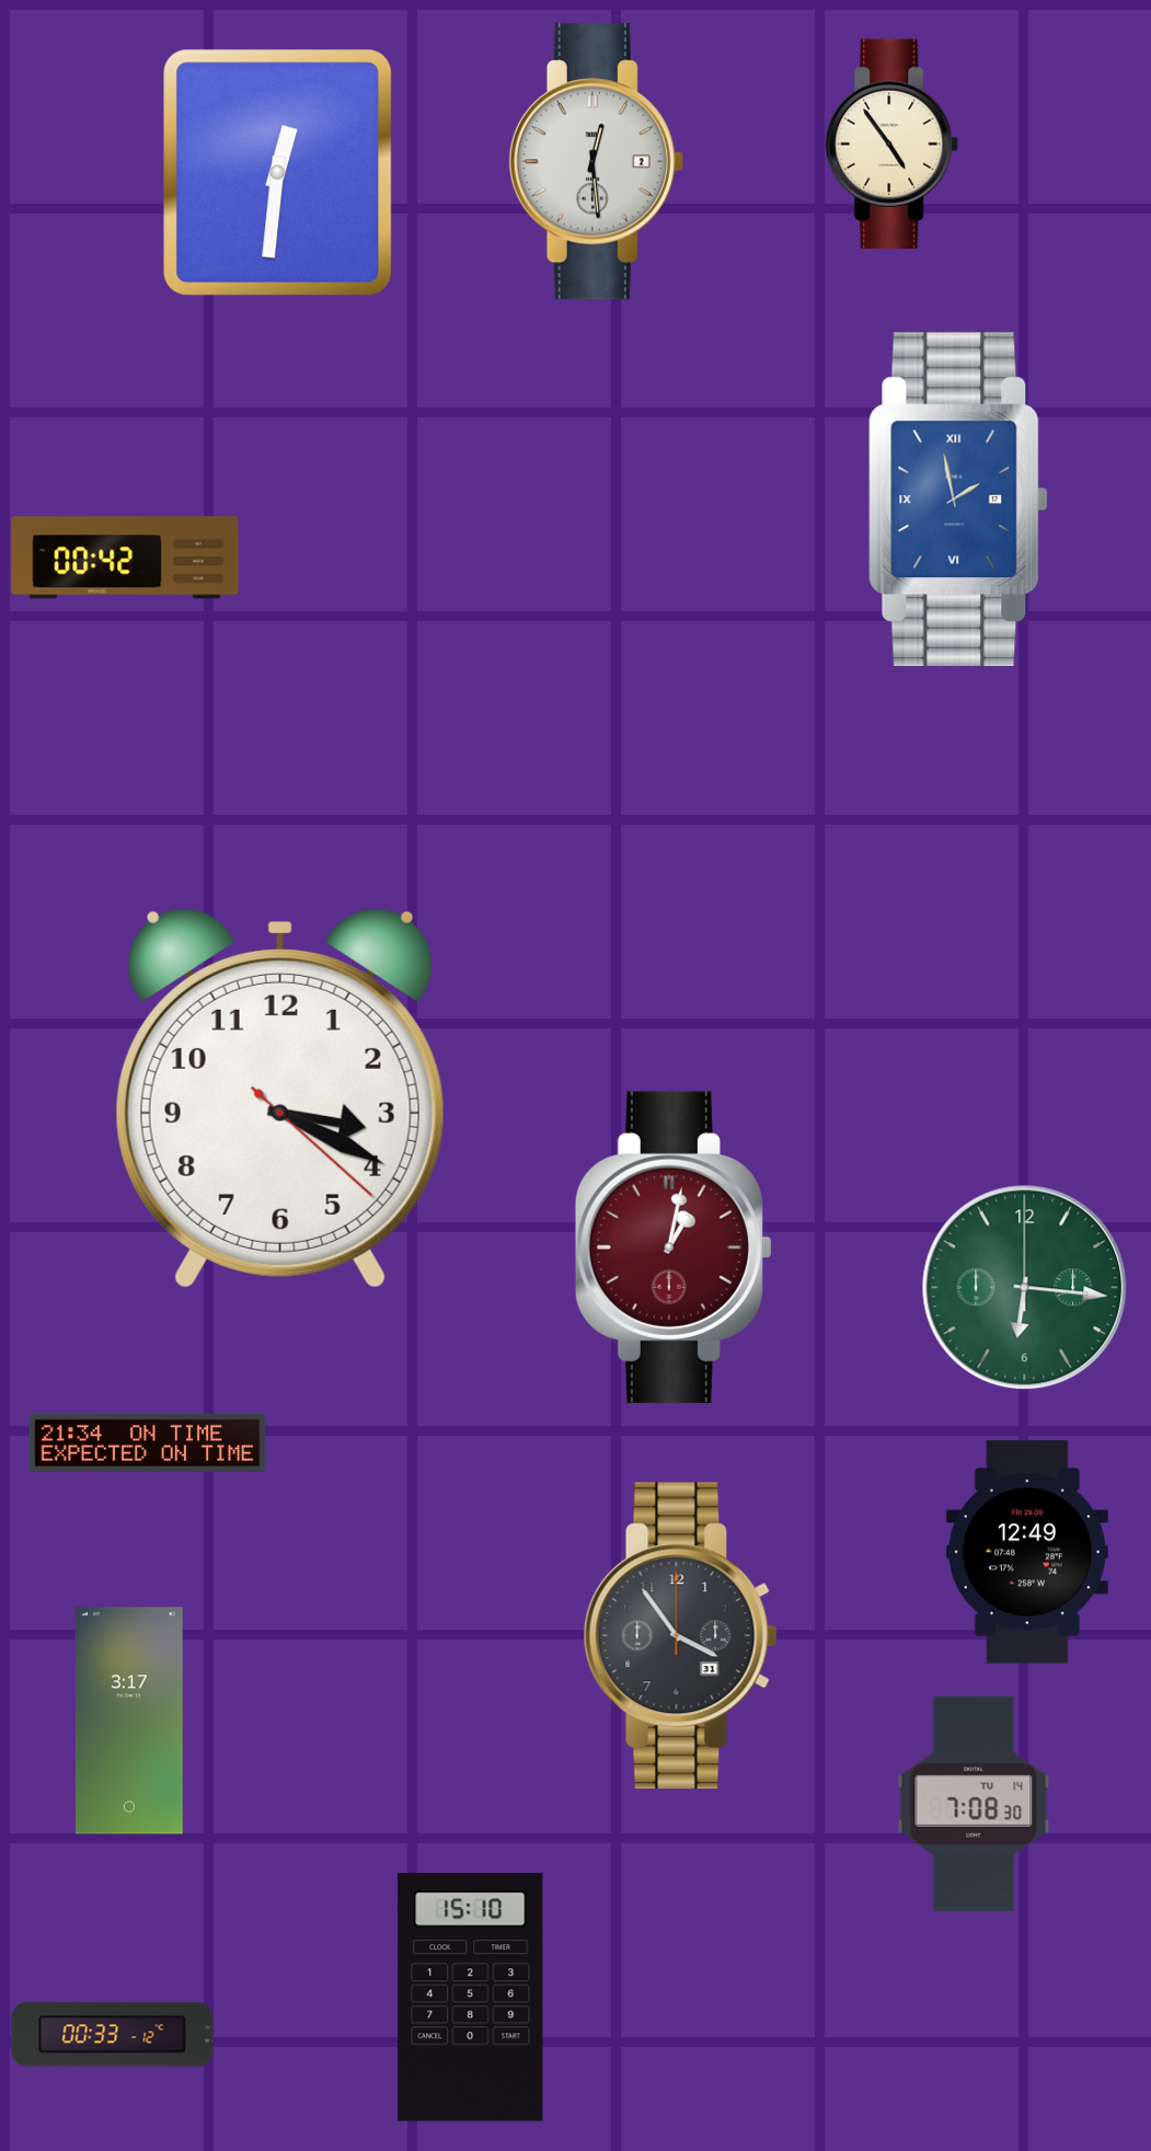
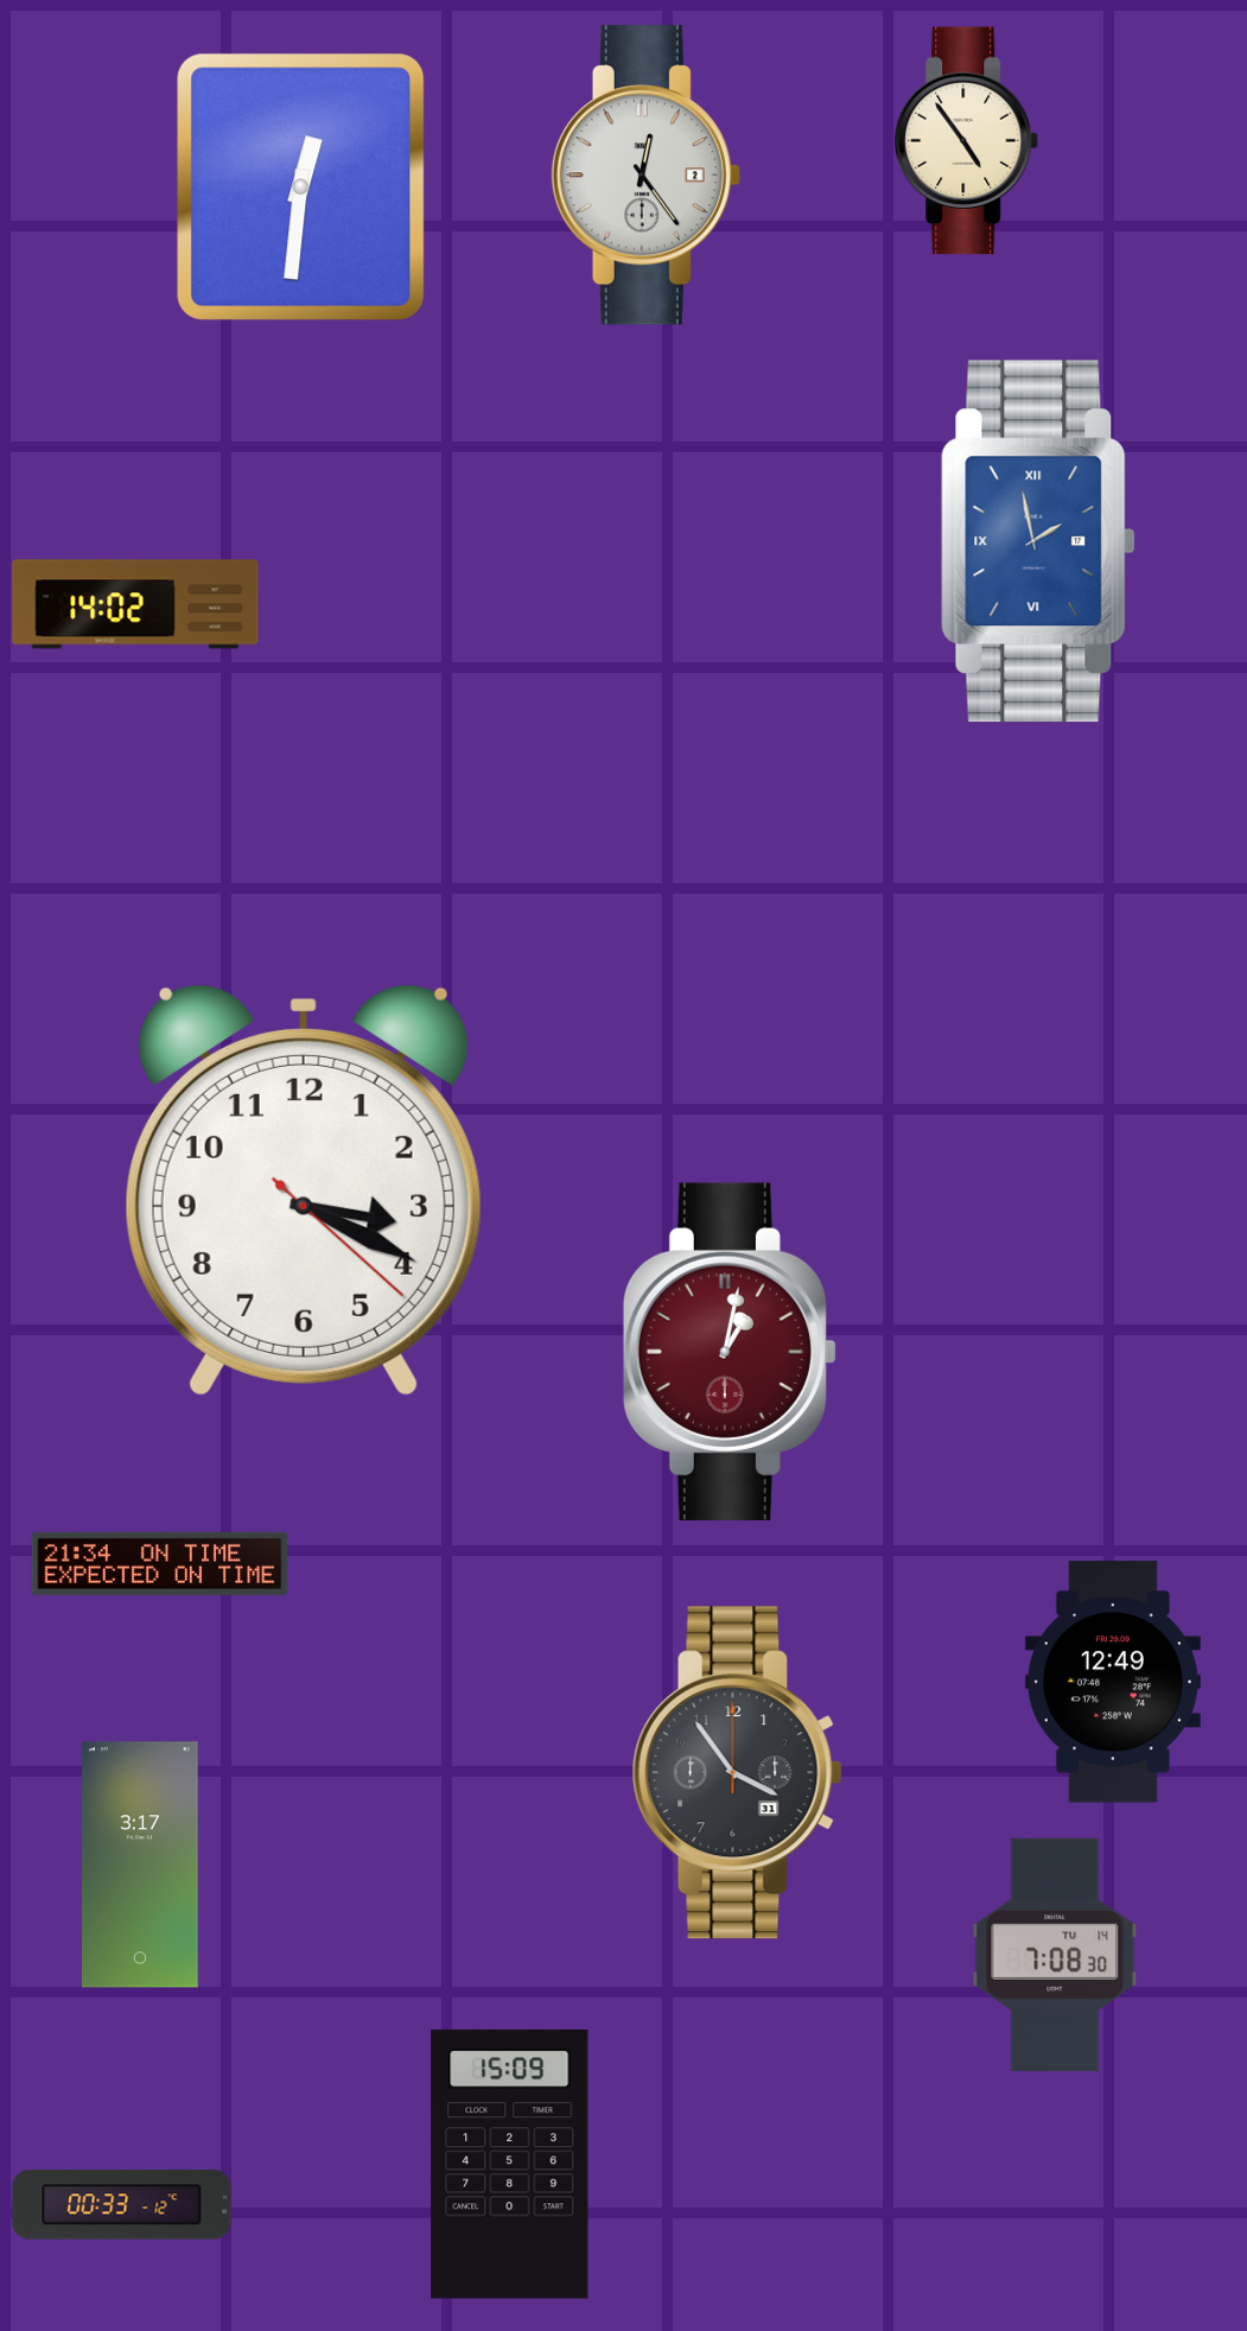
clock at (893, 145) position: (893, 145) -> (967, 141)
clock at (596, 162): 12:29 -> 12:24
clock at (125, 557): 00:42 -> 14:02
clock at (1025, 1288): 6:16 -> none
clock at (471, 1998): 15:10 -> 15:09
